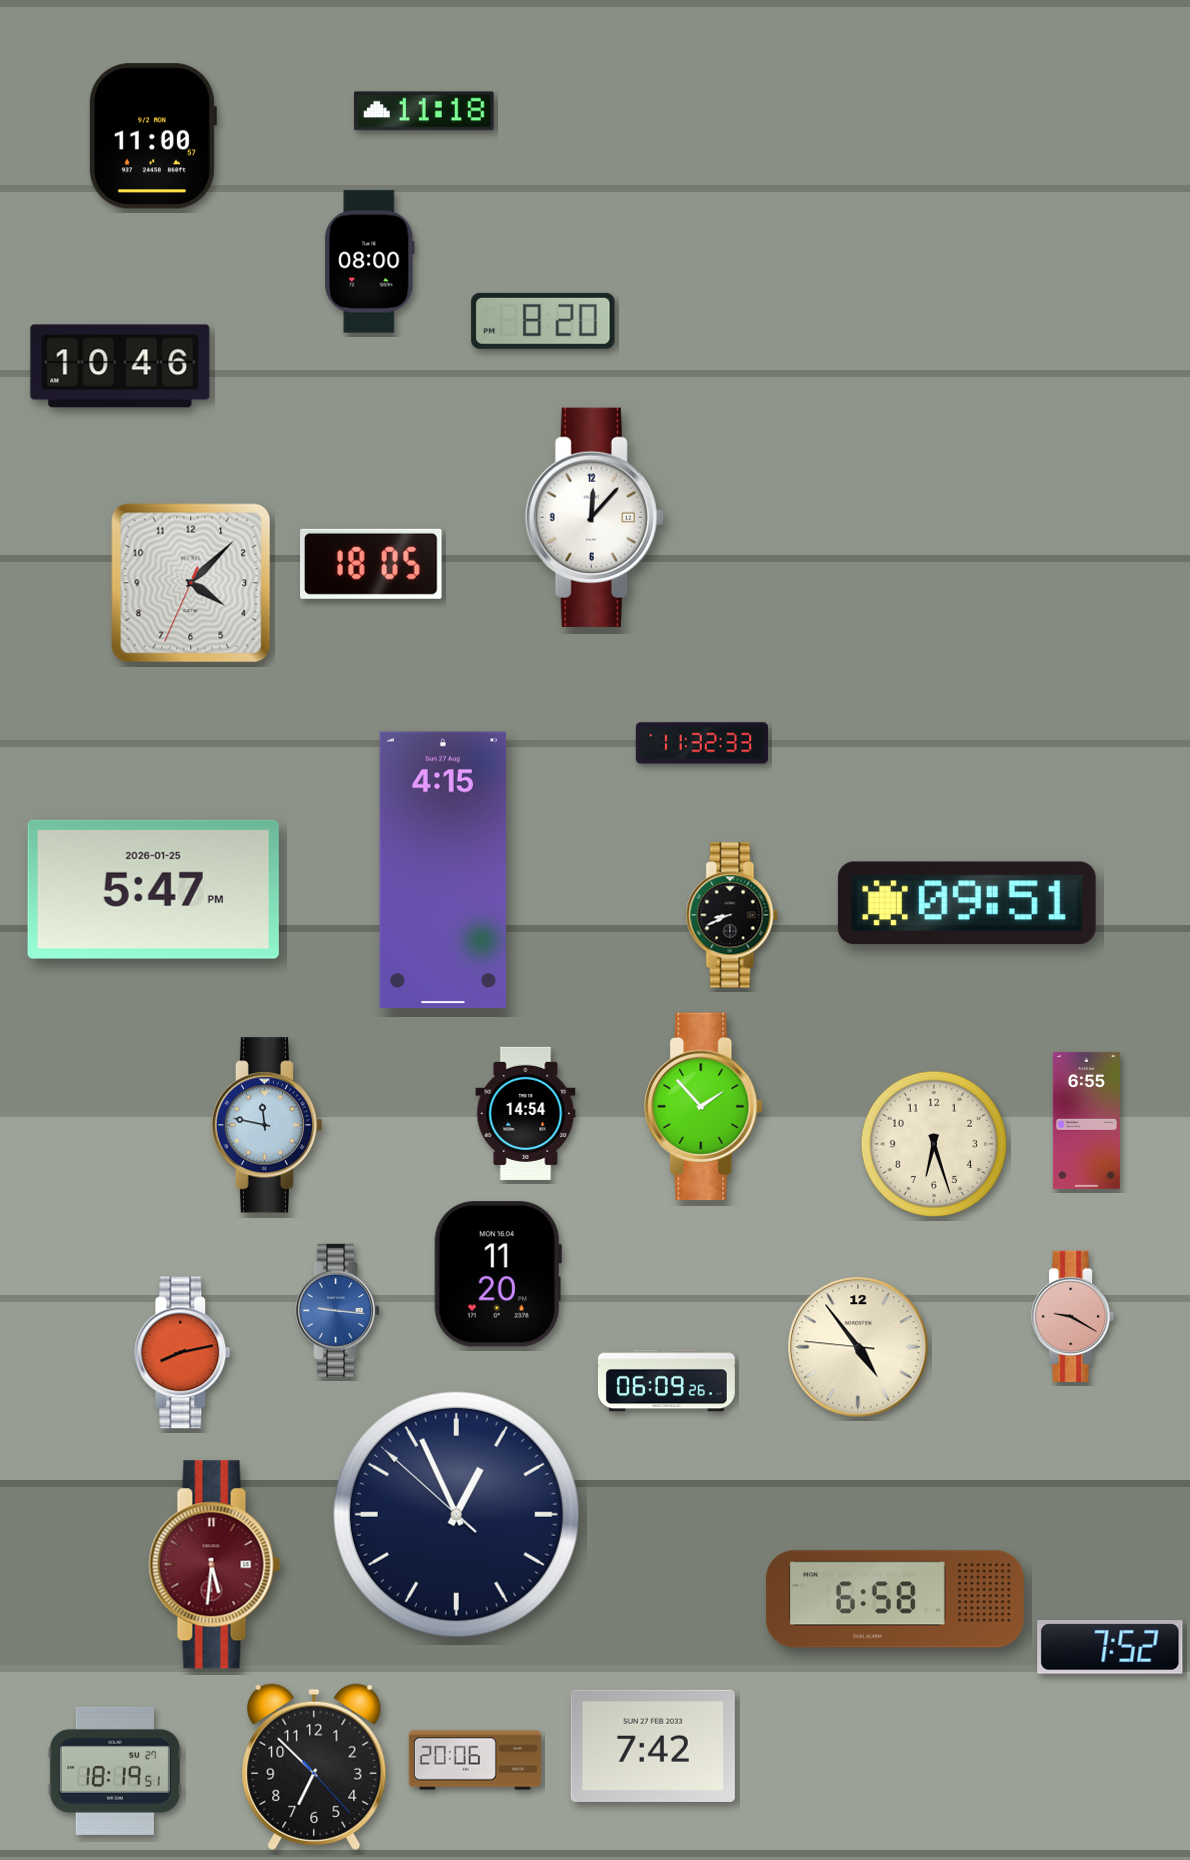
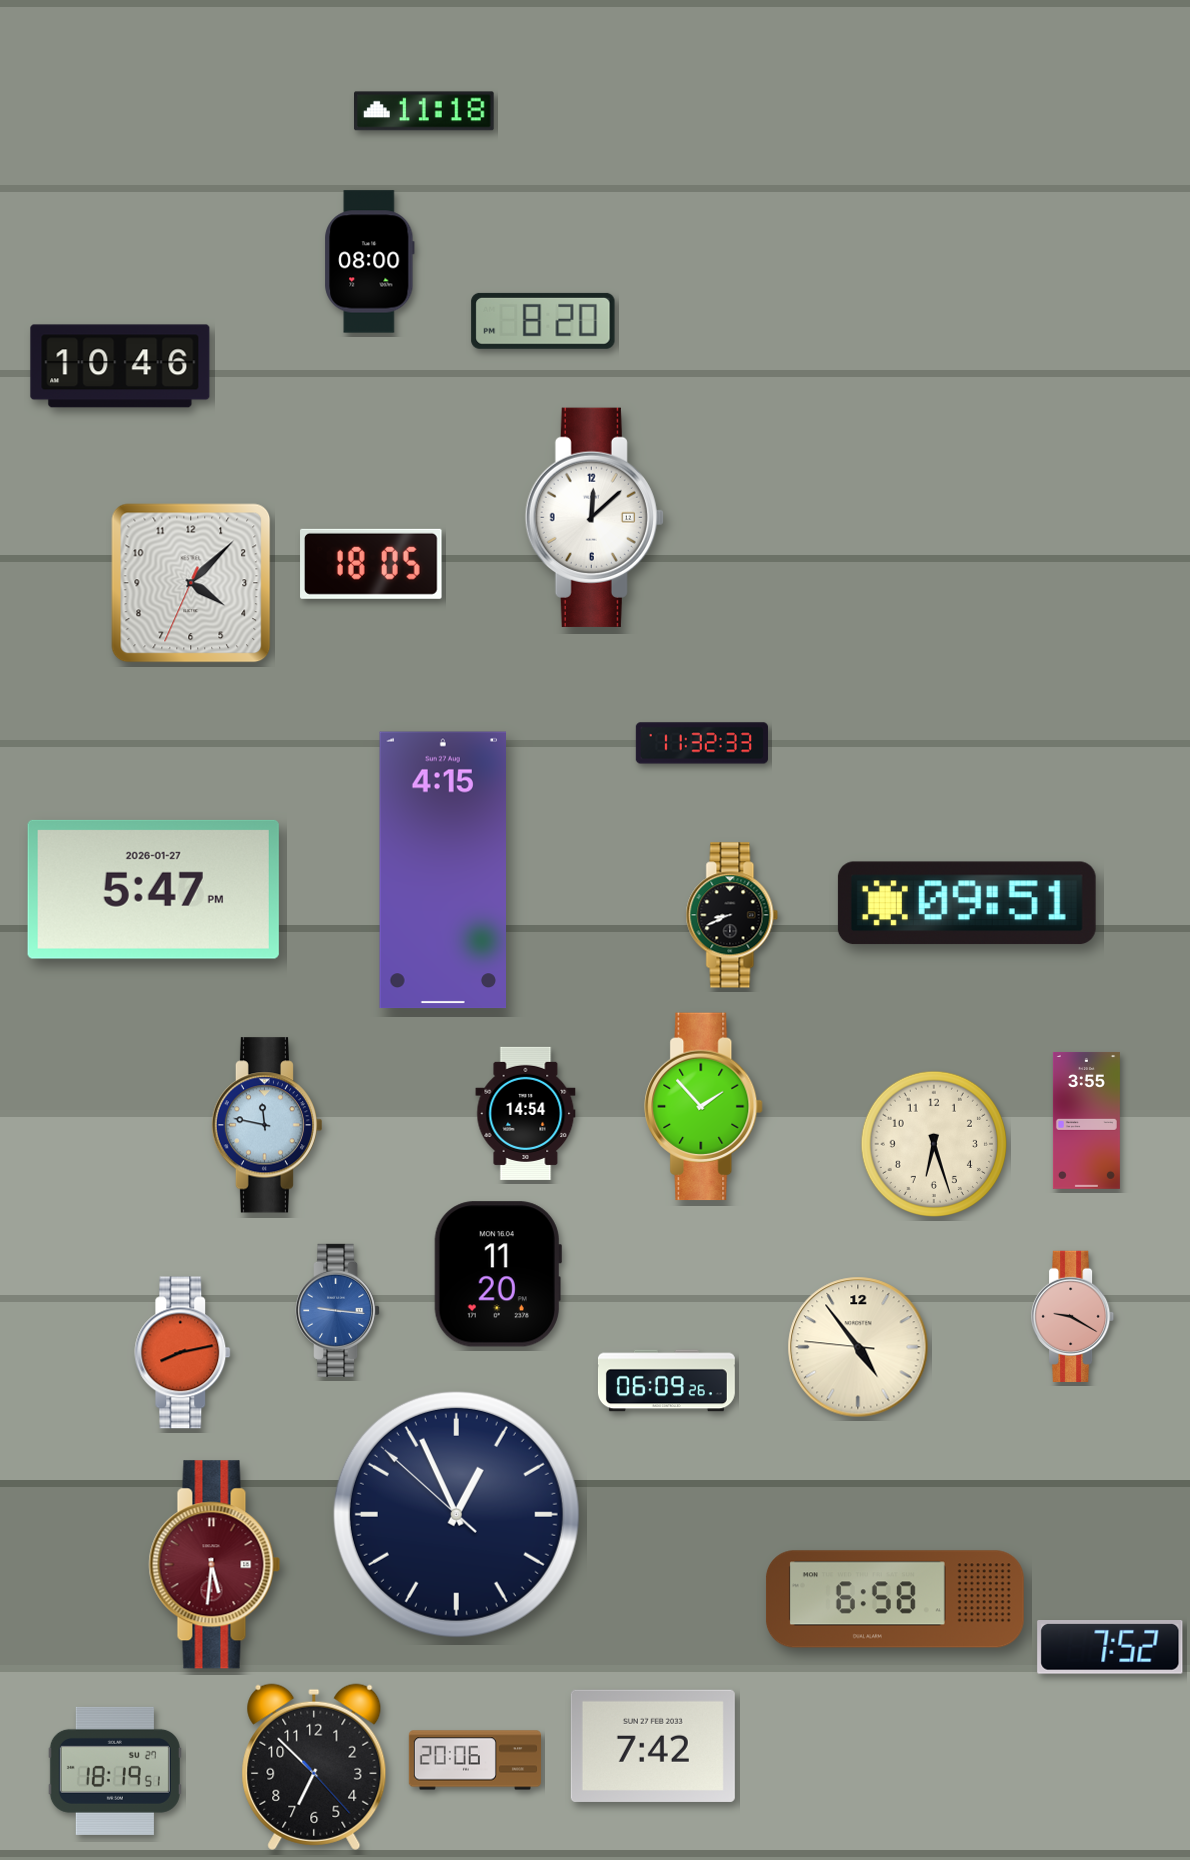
clock at (152, 136): 11:00 -> none
clock at (594, 517): 12:07 -> 12:08
clock at (153, 889) date: 2026-01-25 -> 2026-01-27
clock at (1086, 1120): 6:55 -> 3:55
